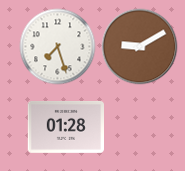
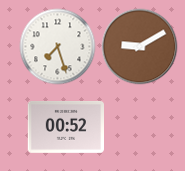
clock at (65, 127): 01:28 -> 00:52
